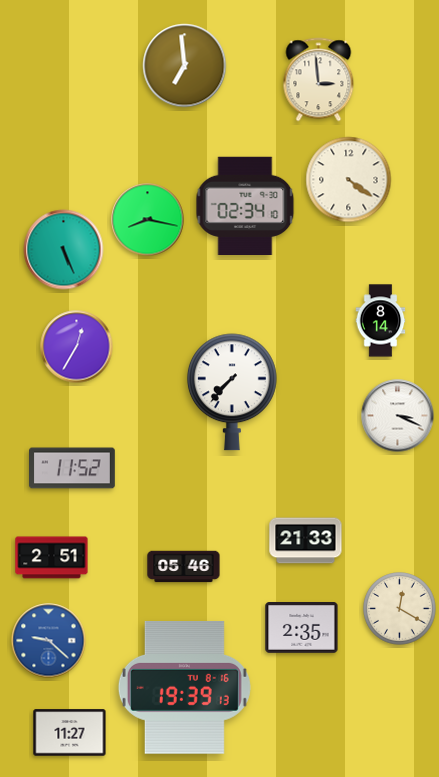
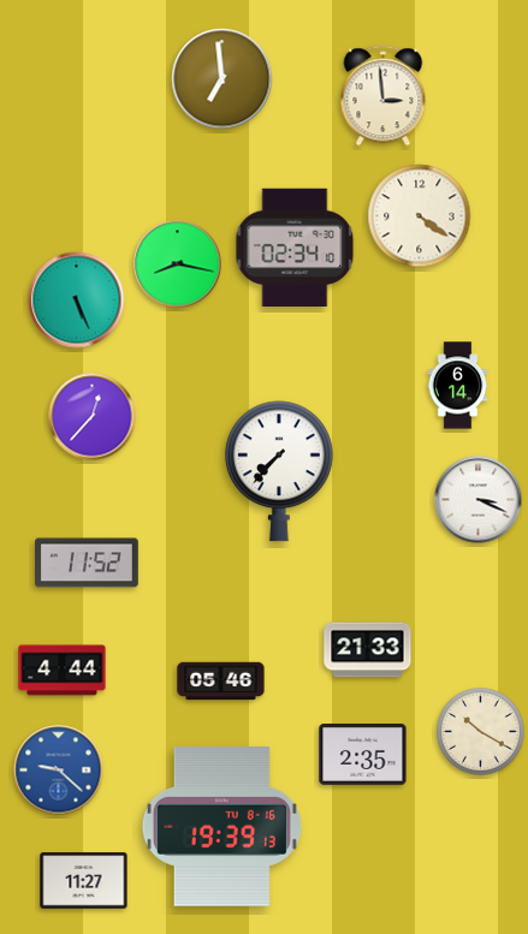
clock at (381, 321): 8:14 -> 6:14
clock at (77, 347): 12:35 -> 12:37
clock at (52, 558): 2:51 -> 4:44
clock at (400, 609): 12:20 -> 10:20
